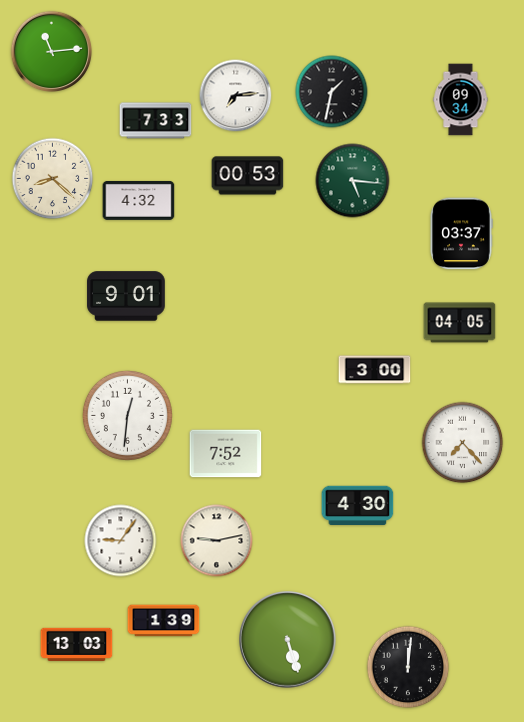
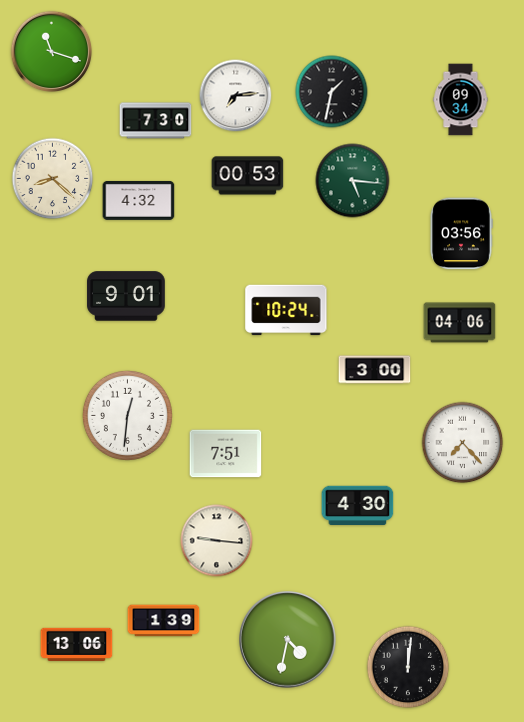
clock at (52, 52): 11:14 -> 11:18
clock at (156, 121): 7:33 -> 7:30
clock at (461, 234): 03:37 -> 03:56
clock at (286, 310): none -> 10:24
clock at (460, 323): 04:05 -> 04:06
clock at (226, 454): 7:52 -> 7:51
clock at (121, 541): 9:06 -> none
clock at (217, 541): 9:13 -> 9:16
clock at (288, 640): 5:27 -> 4:32
clock at (77, 644): 13:03 -> 13:06
